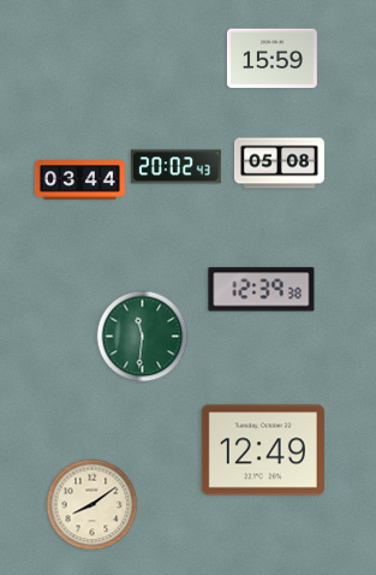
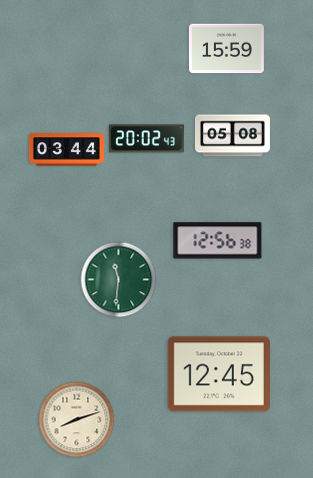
clock at (262, 290): 12:39 -> 12:56
clock at (263, 450): 12:49 -> 12:45
clock at (92, 505): 8:09 -> 8:12
